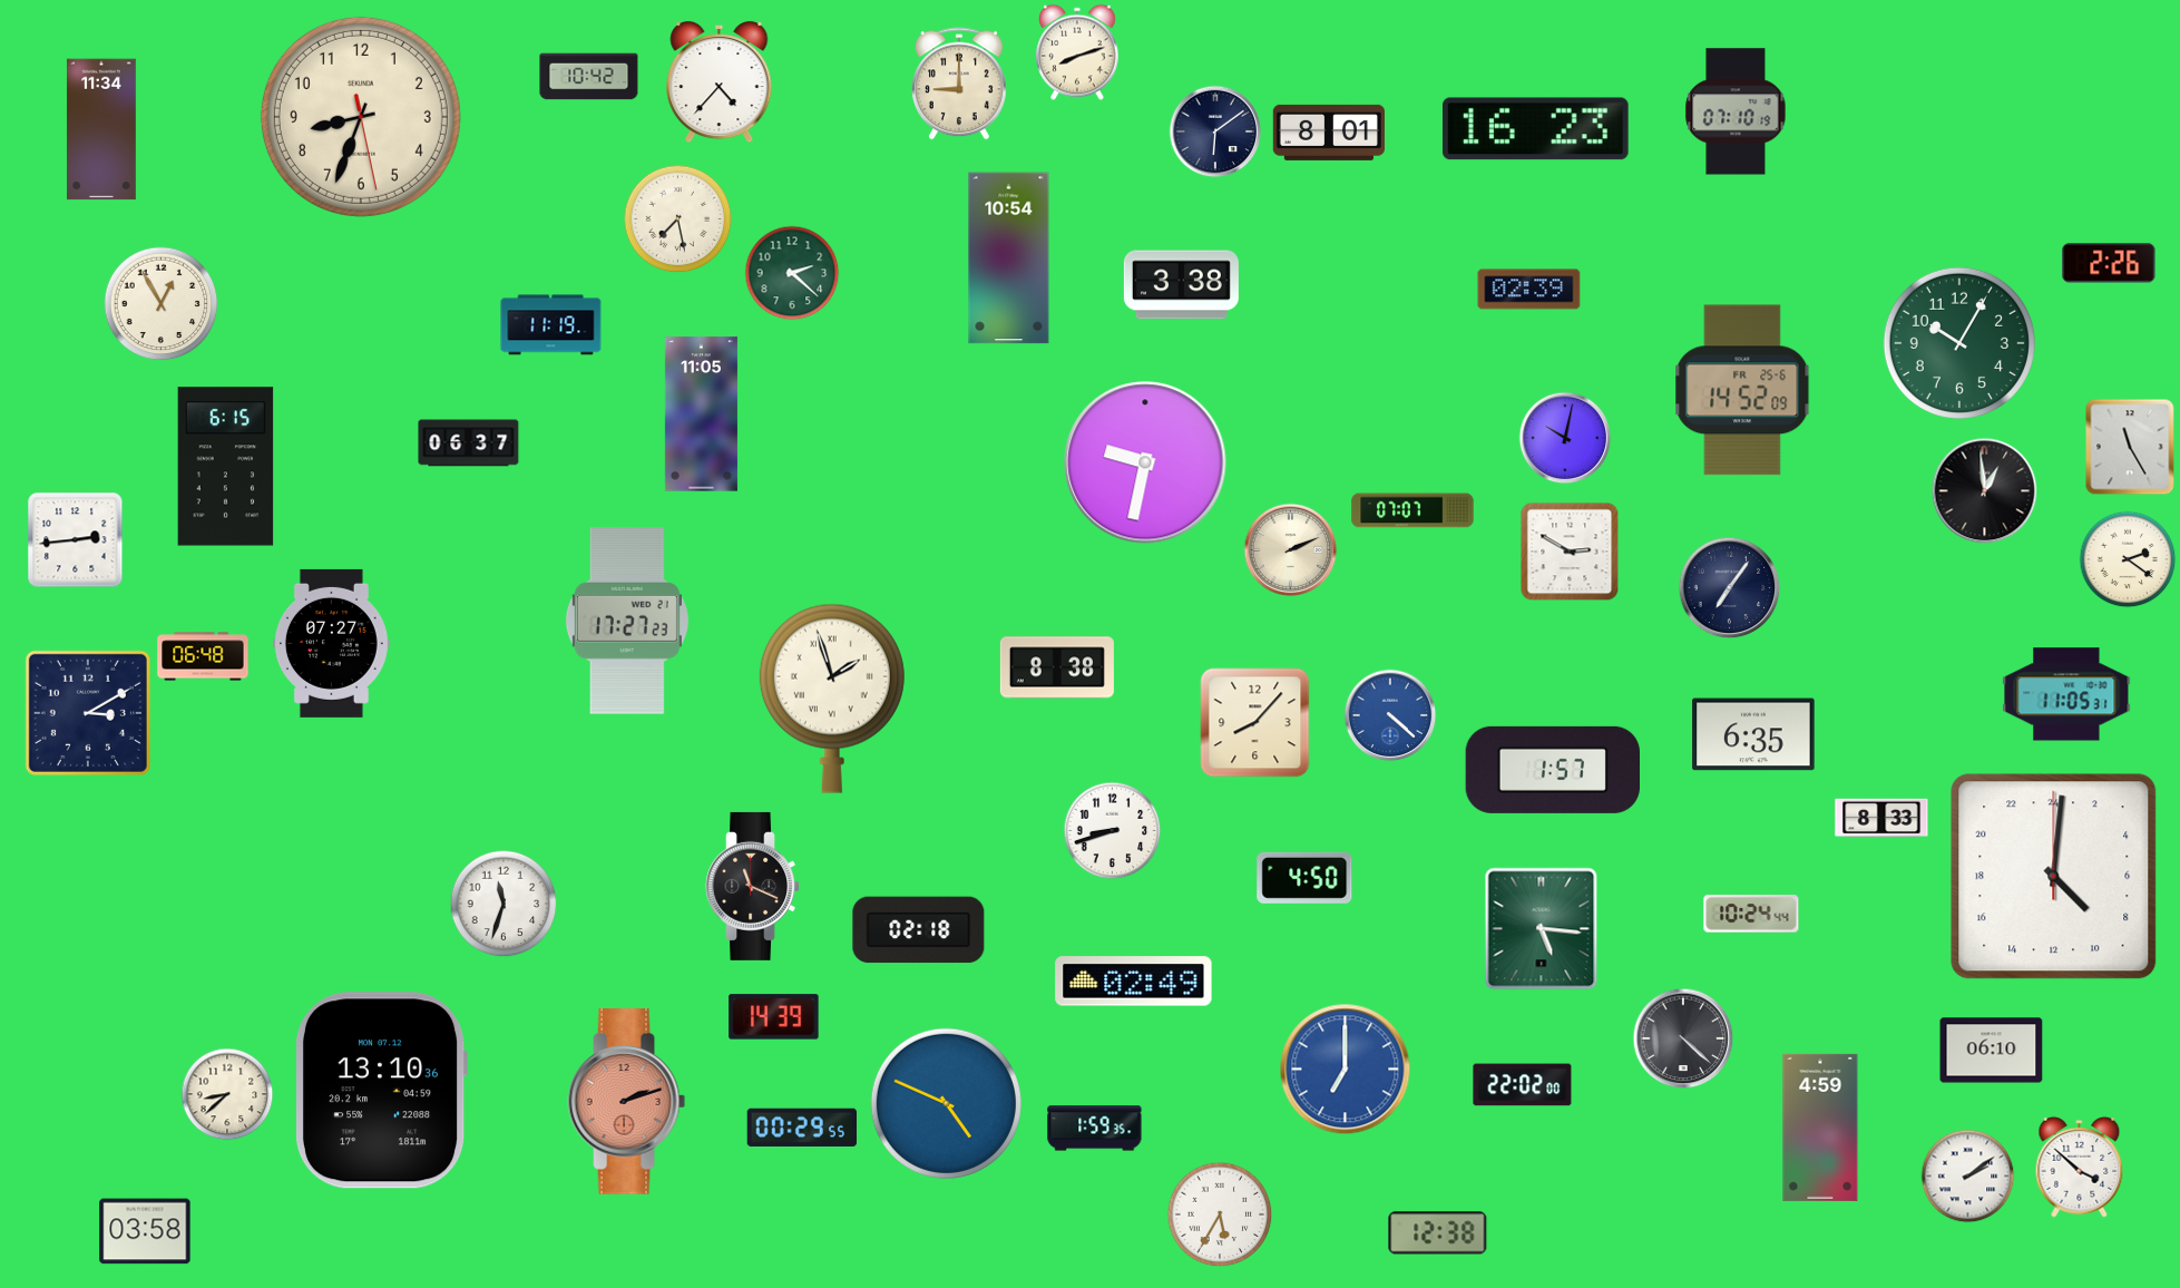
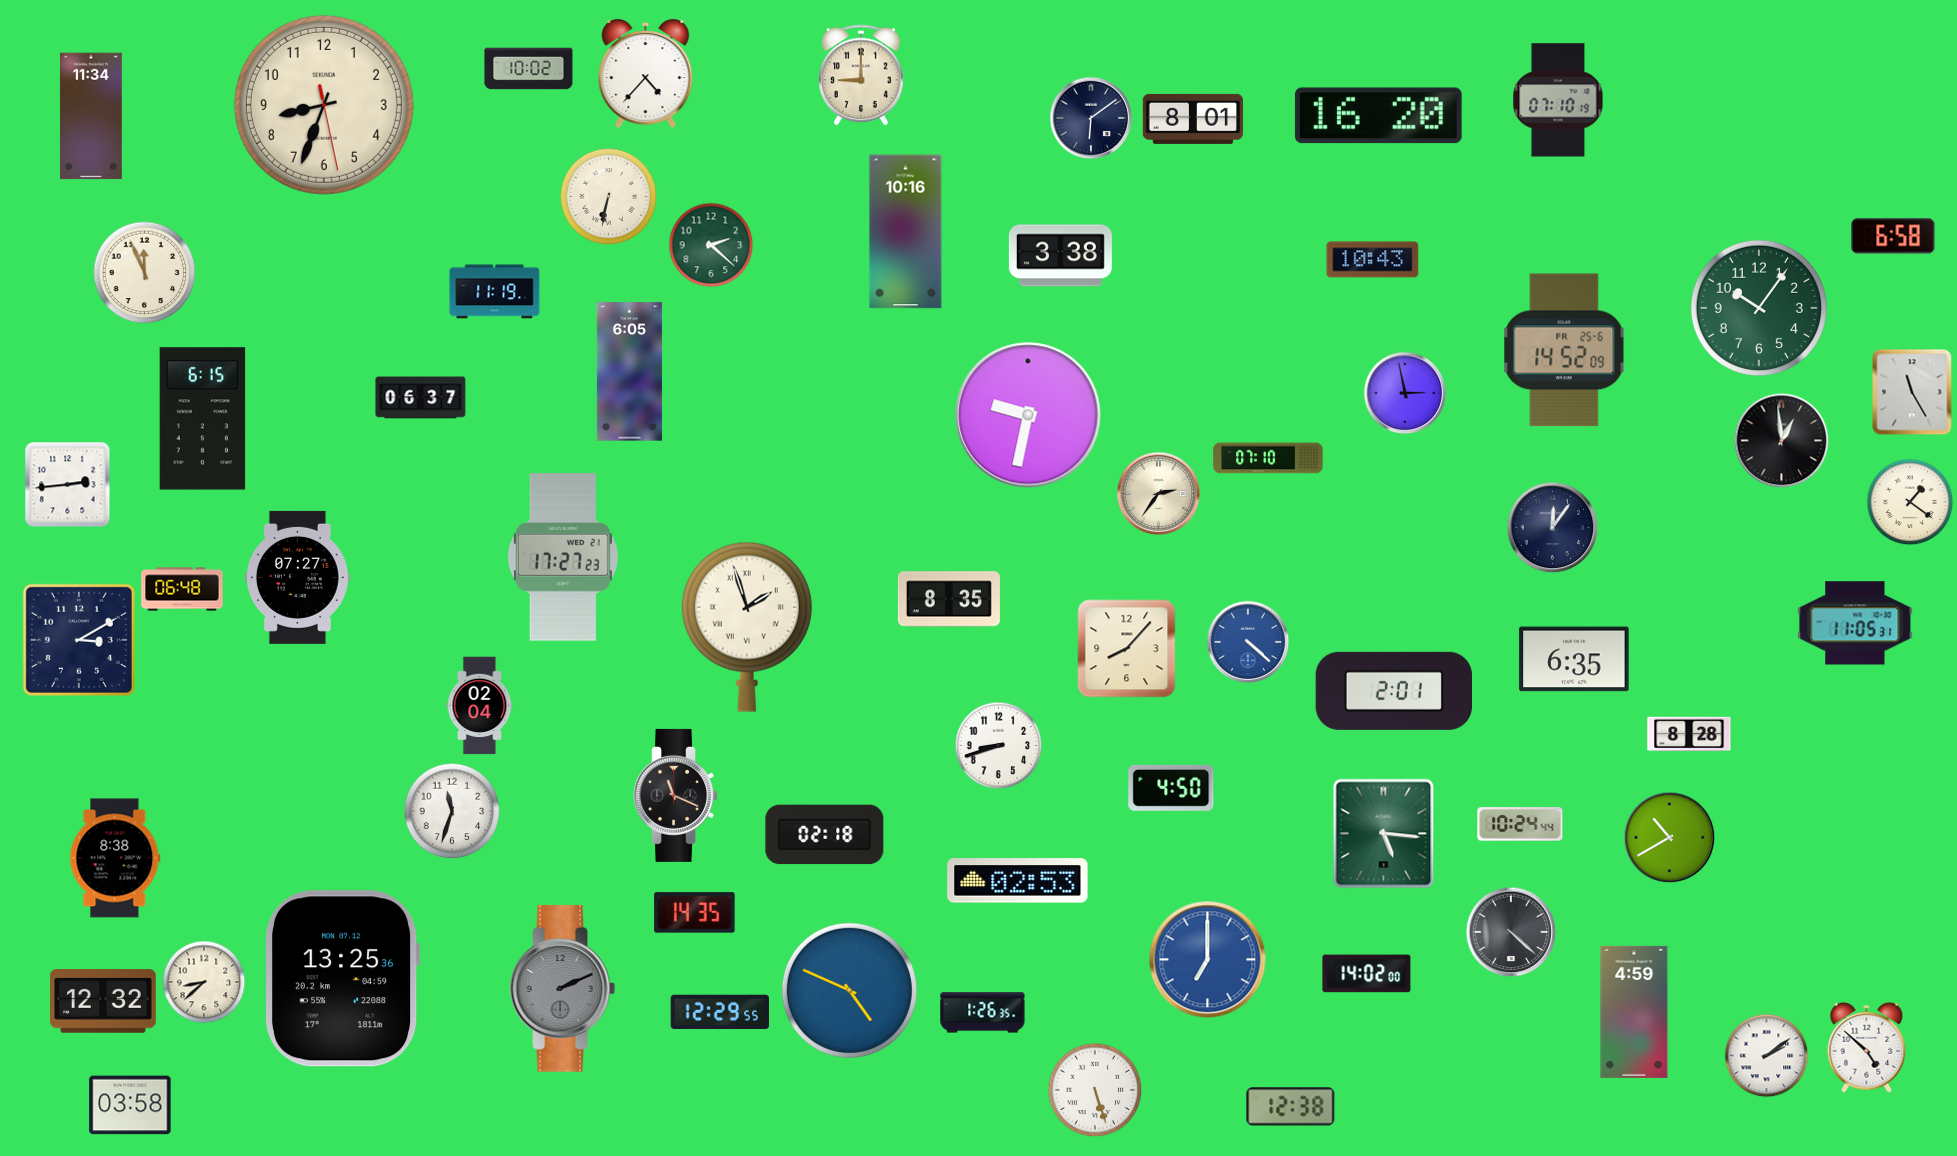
clock at (1077, 52): 8:12 -> none
clock at (589, 77): 10:42 -> 10:02
clock at (1535, 129): 16:23 -> 16:20
clock at (678, 219): 7:28 -> 6:32
clock at (1009, 258): 10:54 -> 10:16
clock at (2109, 263): 2:26 -> 6:58
clock at (1529, 290): 02:39 -> 10:43
clock at (162, 304): 12:55 -> 11:56
clock at (1959, 343): 10:05 -> 10:06
clock at (701, 414): 11:05 -> 6:05
clock at (1565, 438): 10:02 -> 2:58
clock at (2130, 447) position: (2130, 447) -> (1912, 392)
clock at (1412, 510): 07:07 -> 07:10
clock at (1291, 550): 2:11 -> 2:36
clock at (1570, 552): 2:50 -> none
clock at (2128, 559): 2:21 -> 1:21
clock at (1730, 588): 7:06 -> 12:06
clock at (1057, 667): 8:38 -> 8:35
clock at (1552, 770): 1:57 -> 2:01
clock at (480, 706): none -> 02:04
clock at (1881, 818): 8:33 -> 8:28
clock at (2054, 877): 9:01 -> none
clock at (1751, 914) position: (1751, 914) -> (1520, 824)
clock at (1670, 838): none -> 10:40
clock at (115, 858): none -> 8:38
clock at (1134, 982): 02:49 -> 02:53
clock at (774, 1017): 14:39 -> 14:35
clock at (1992, 1051): 06:10 -> none
clock at (1523, 1085): 22:02 -> 14:02
clock at (381, 1091): 13:10 -> 13:25
clock at (627, 1102): 2:12 -> 2:11
clock at (627, 1102) dial: salmon -> grey
clock at (104, 1001): none -> 12:32
clock at (801, 1128): 00:29 -> 12:29
clock at (1095, 1129): 1:59 -> 1:26
clock at (2080, 1167): 3:52 -> 4:52
clock at (1220, 1214): 5:35 -> 5:27
